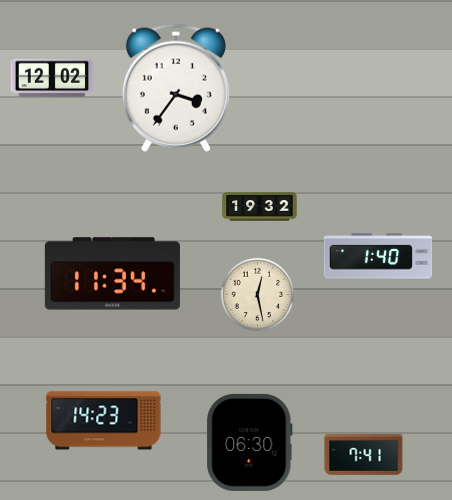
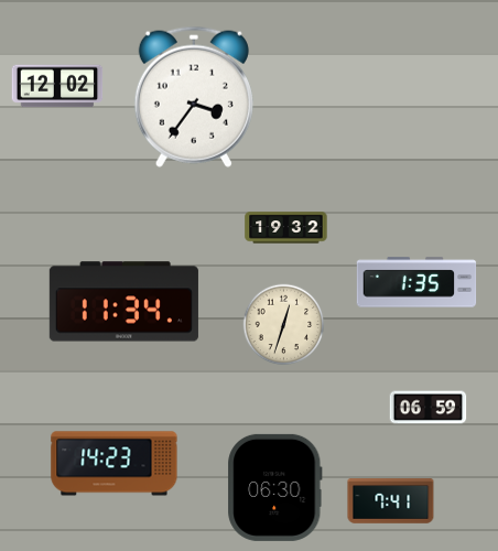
clock at (378, 256): 1:40 -> 1:35
clock at (258, 295): 12:28 -> 12:33
clock at (429, 408): none -> 06:59
clock at (364, 455) position: (364, 455) -> (391, 501)
